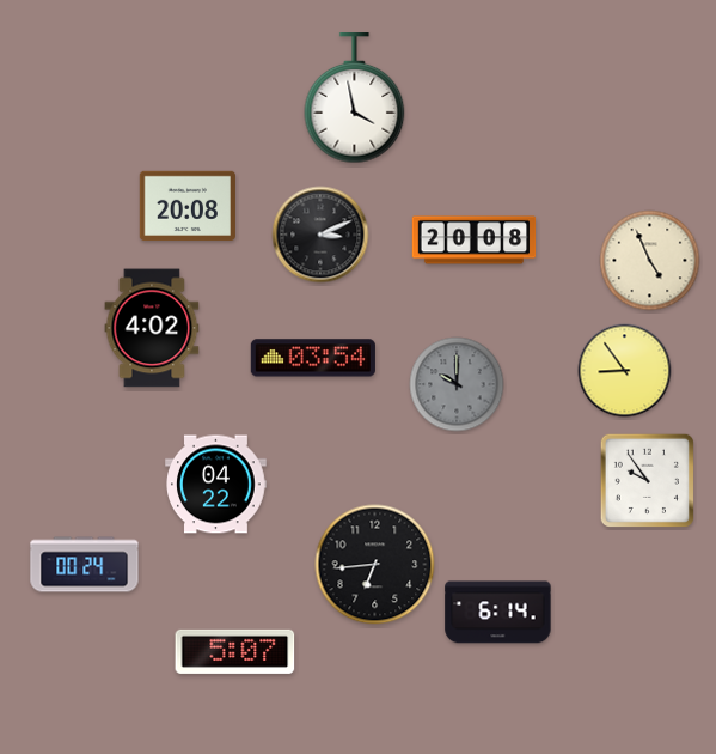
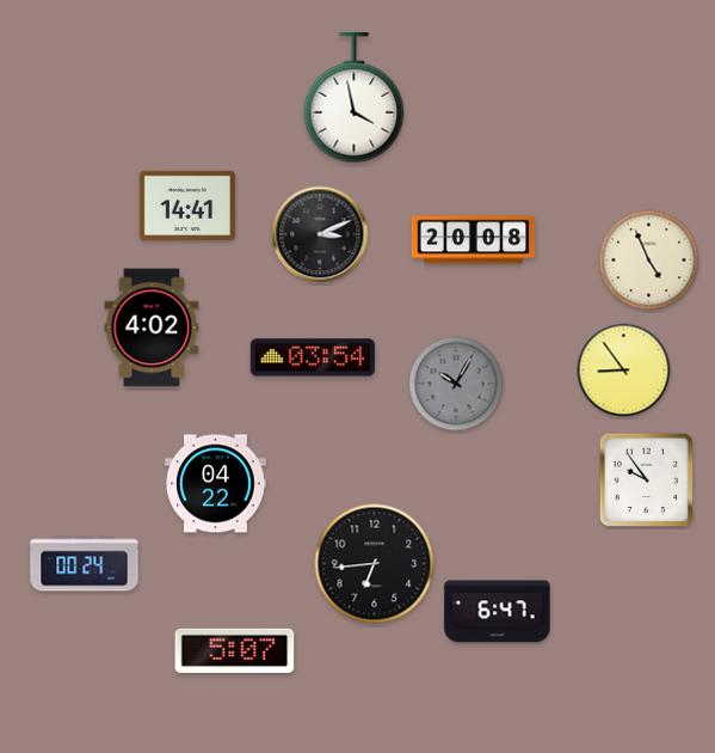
clock at (186, 206): 20:08 -> 14:41
clock at (457, 384): 10:00 -> 10:05
clock at (498, 613): 6:14 -> 6:47
